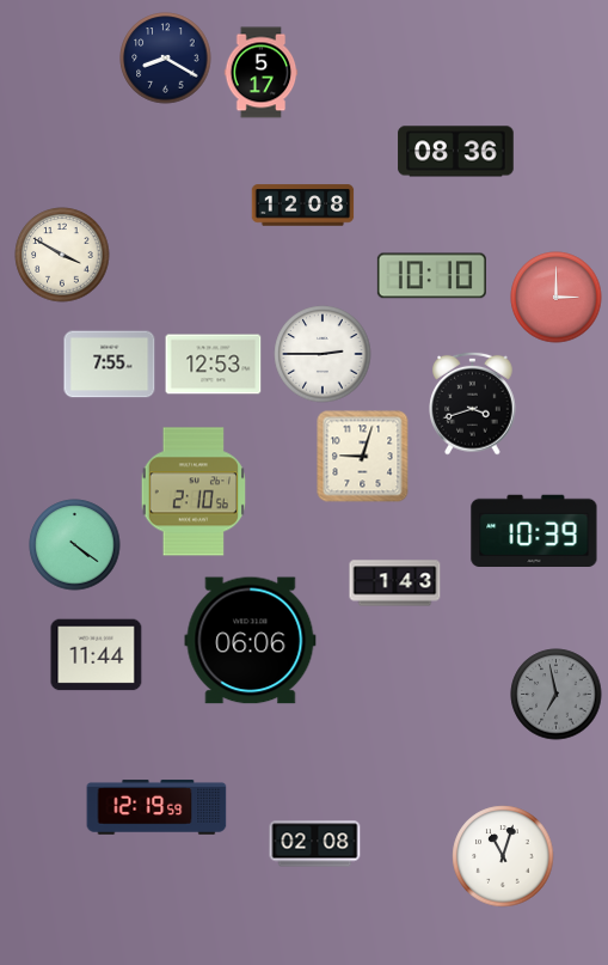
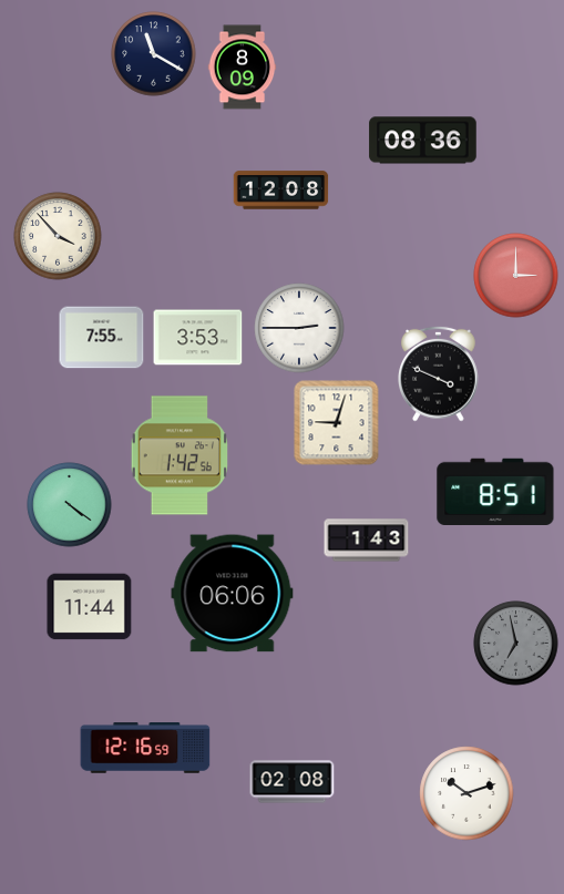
clock at (166, 59): 8:20 -> 11:20
clock at (262, 73): 5:17 -> 8:09
clock at (62, 255): 3:50 -> 3:53
clock at (431, 276): 10:10 -> none
clock at (214, 365): 12:53 -> 3:53
clock at (473, 403): 3:42 -> 3:49
clock at (192, 491): 2:10 -> 1:42
clock at (534, 530): 10:39 -> 8:51
clock at (156, 807): 12:19 -> 12:16
clock at (503, 856): 11:03 -> 10:12
